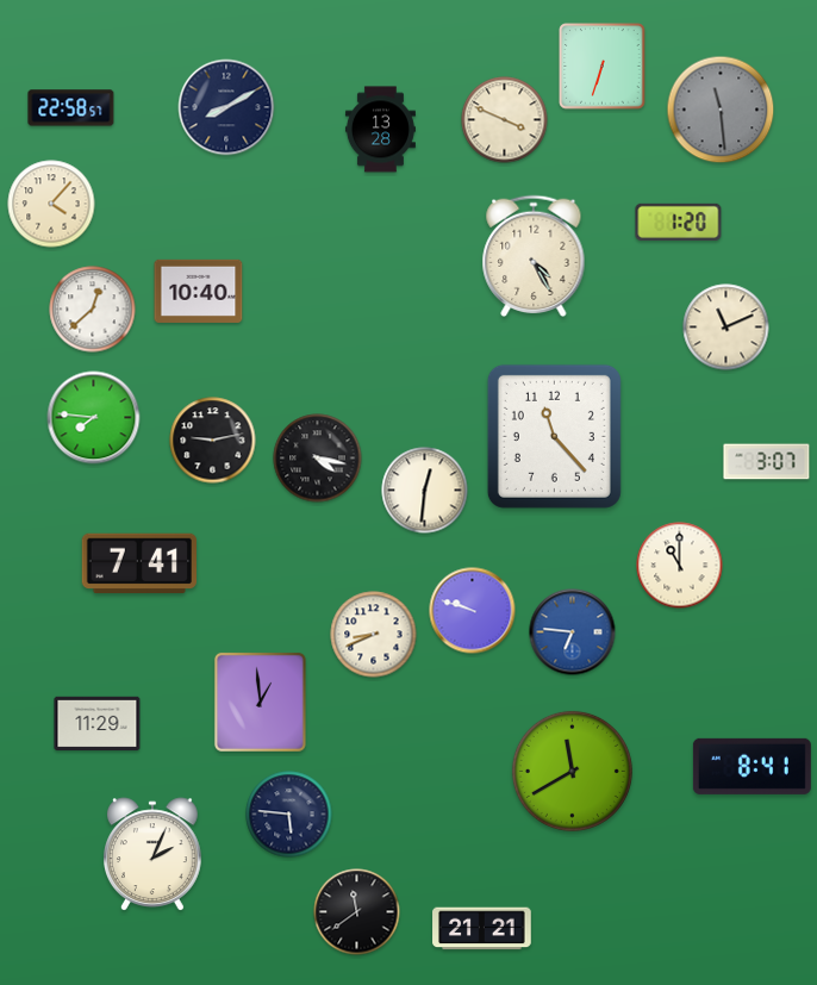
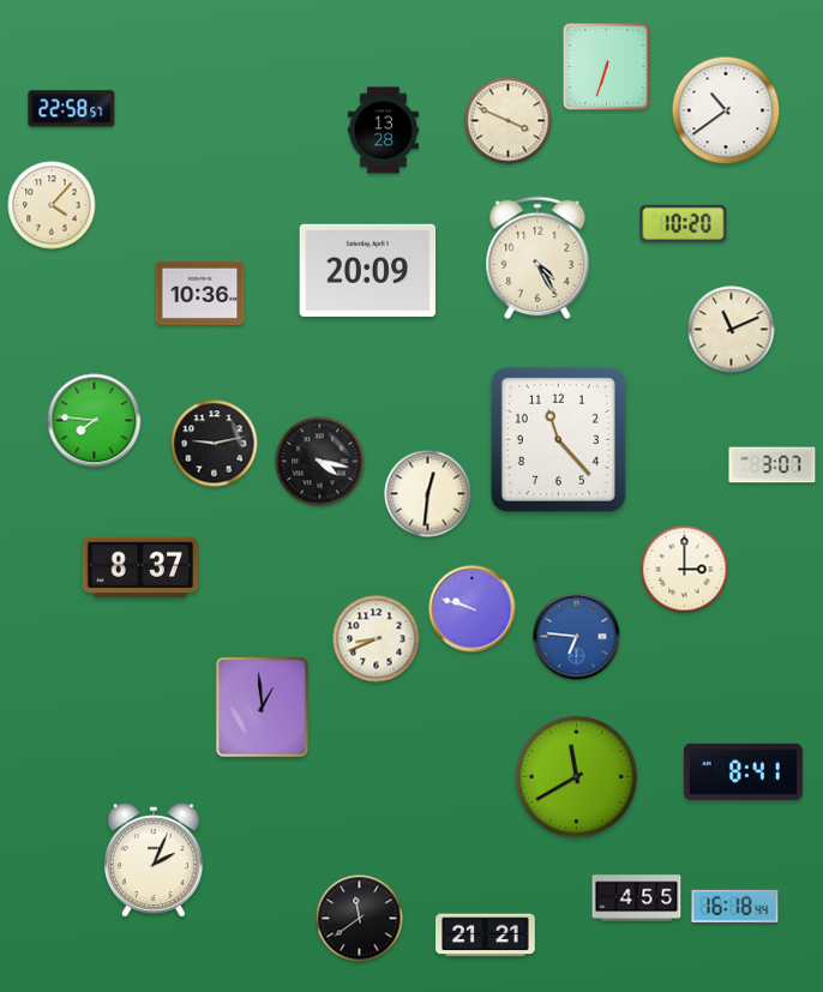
clock at (226, 107): 8:10 -> none
clock at (721, 110): 11:29 -> 10:39
clock at (721, 110) dial: grey -> white
clock at (679, 222): 1:20 -> 10:20
clock at (368, 270): none -> 20:09
clock at (199, 291): 10:40 -> 10:36
clock at (93, 310): 12:38 -> none
clock at (138, 563): 7:41 -> 8:37
clock at (680, 566): 11:00 -> 3:00
clock at (473, 611) position: (473, 611) -> (473, 609)
clock at (98, 723): 11:29 -> none
clock at (751, 766) position: (751, 766) -> (743, 771)
clock at (289, 815): 5:46 -> none
clock at (637, 898): none -> 4:55
clock at (735, 906): none -> 16:18
